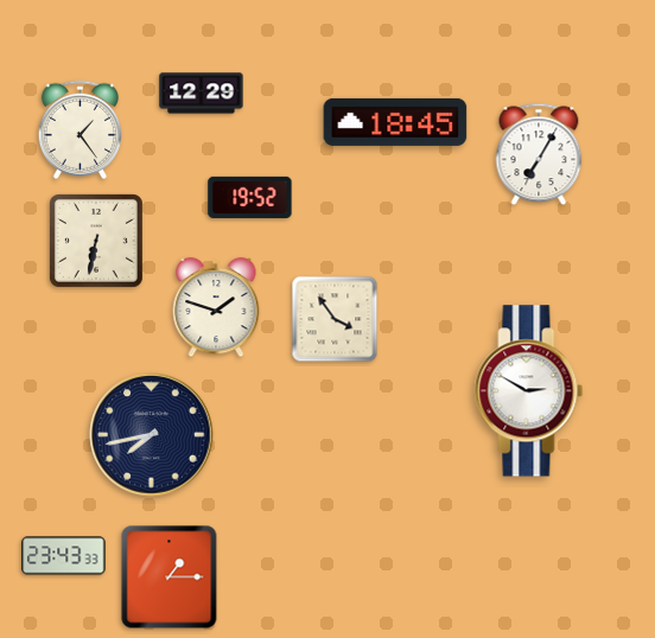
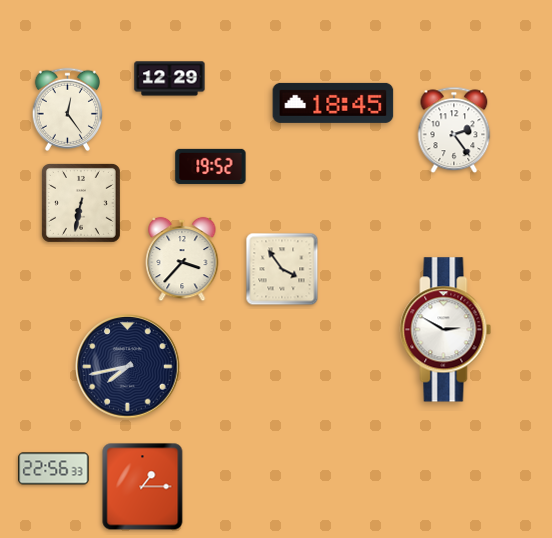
clock at (80, 129): 1:24 -> 12:24
clock at (539, 154): 7:05 -> 2:24
clock at (216, 307): 1:48 -> 3:37
clock at (64, 556): 23:43 -> 22:56
